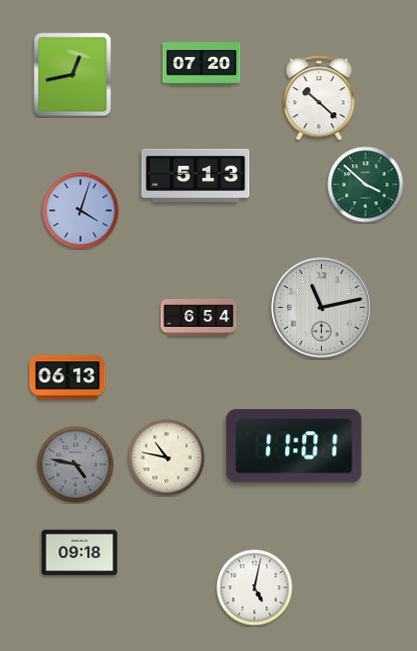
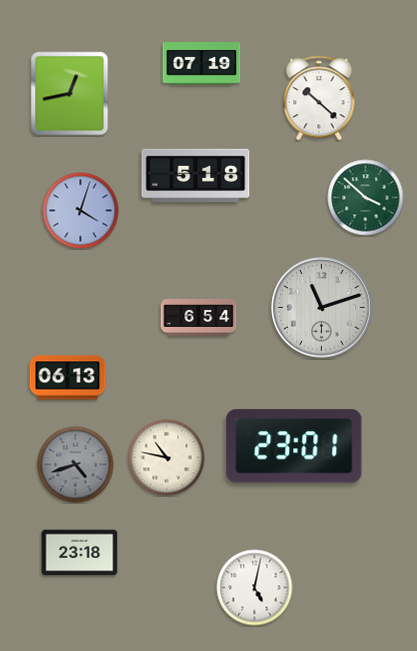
clock at (202, 64): 07:20 -> 07:19
clock at (73, 75) position: (73, 75) -> (70, 94)
clock at (196, 175): 5:13 -> 5:18
clock at (366, 185) position: (366, 185) -> (366, 198)
clock at (322, 308): 11:13 -> 11:12
clock at (294, 446): 11:01 -> 23:01
clock at (76, 465): 4:47 -> 4:42
clock at (80, 553): 09:18 -> 23:18
